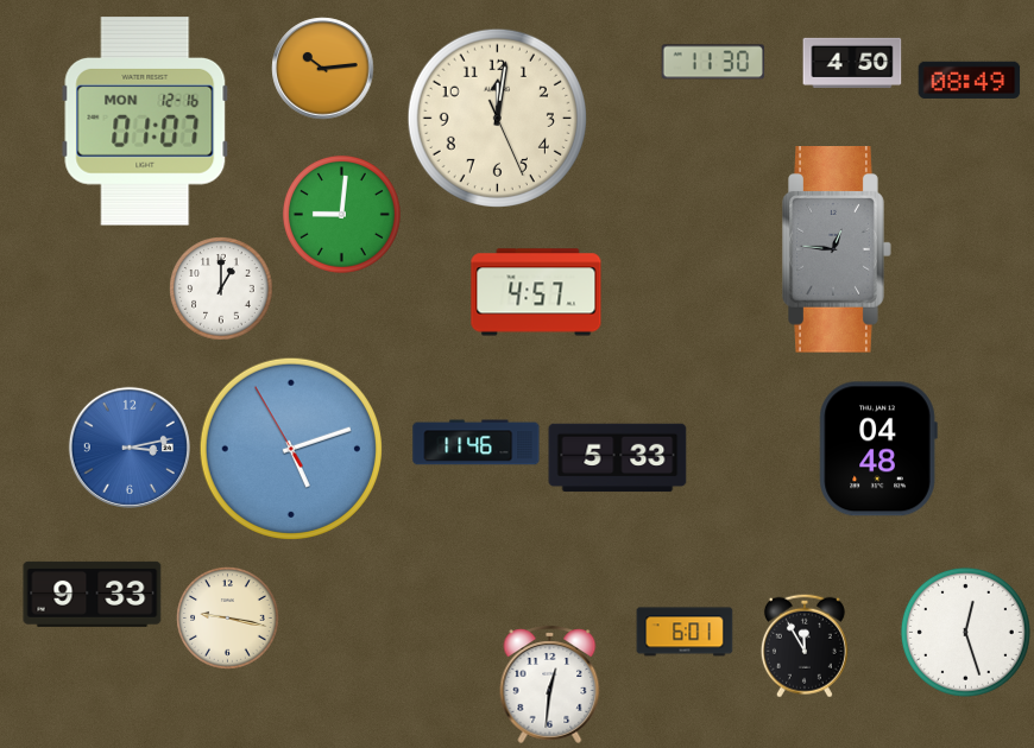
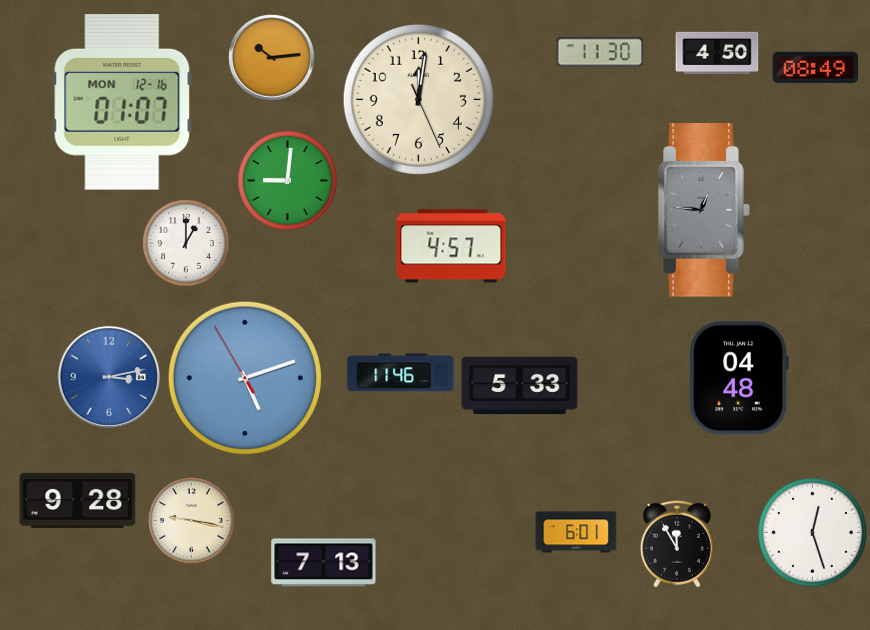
clock at (93, 594): 9:33 -> 9:28
clock at (324, 563): none -> 7:13
clock at (550, 684): 12:31 -> none
